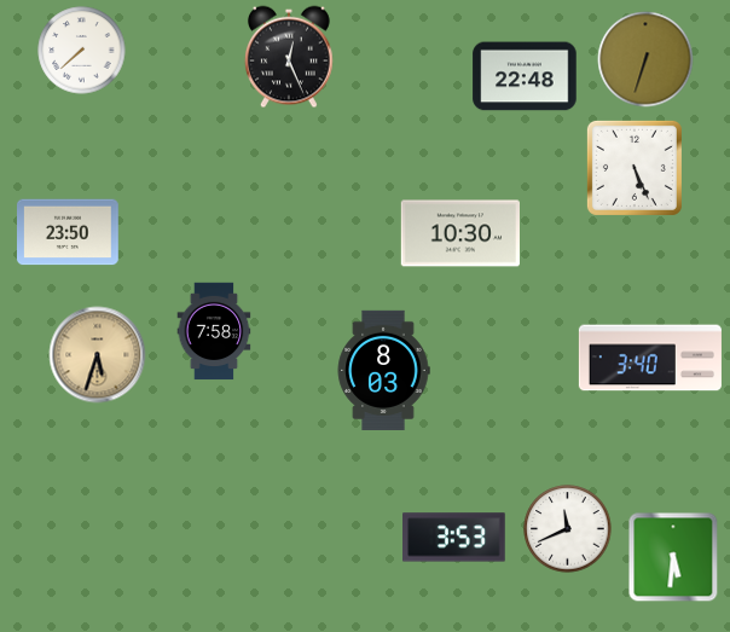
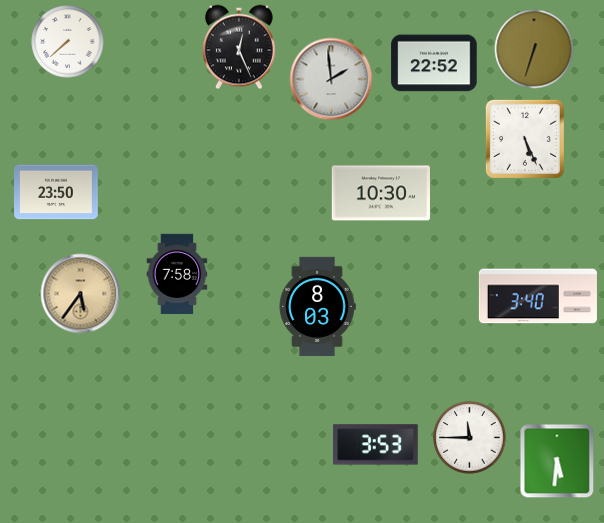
clock at (525, 76): 22:48 -> 22:52
clock at (331, 79): none -> 1:59
clock at (98, 355): 5:33 -> 5:36
clock at (568, 529): 11:41 -> 11:45
